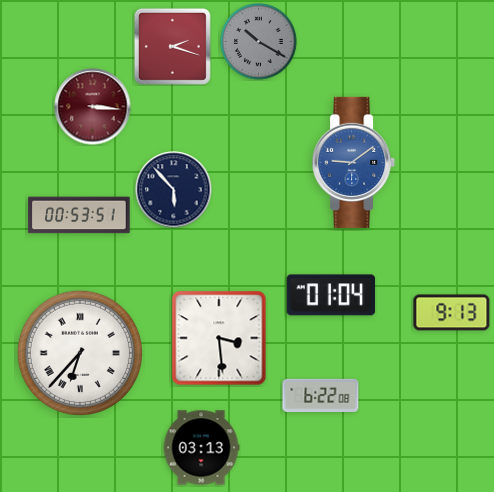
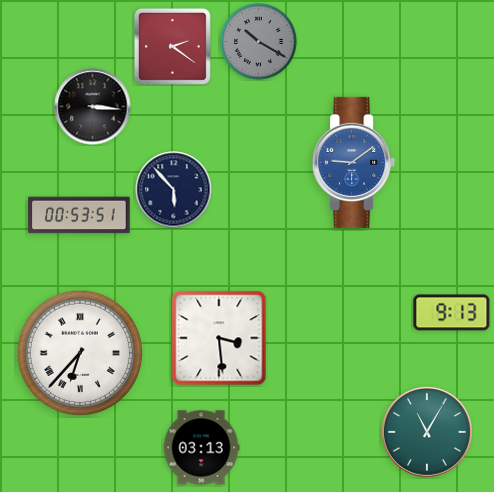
clock at (172, 46): 2:18 -> 2:21
clock at (93, 107) dial: burgundy -> black
clock at (331, 295): 01:04 -> none
clock at (321, 395): 6:22 -> none
clock at (427, 432): none -> 11:05
